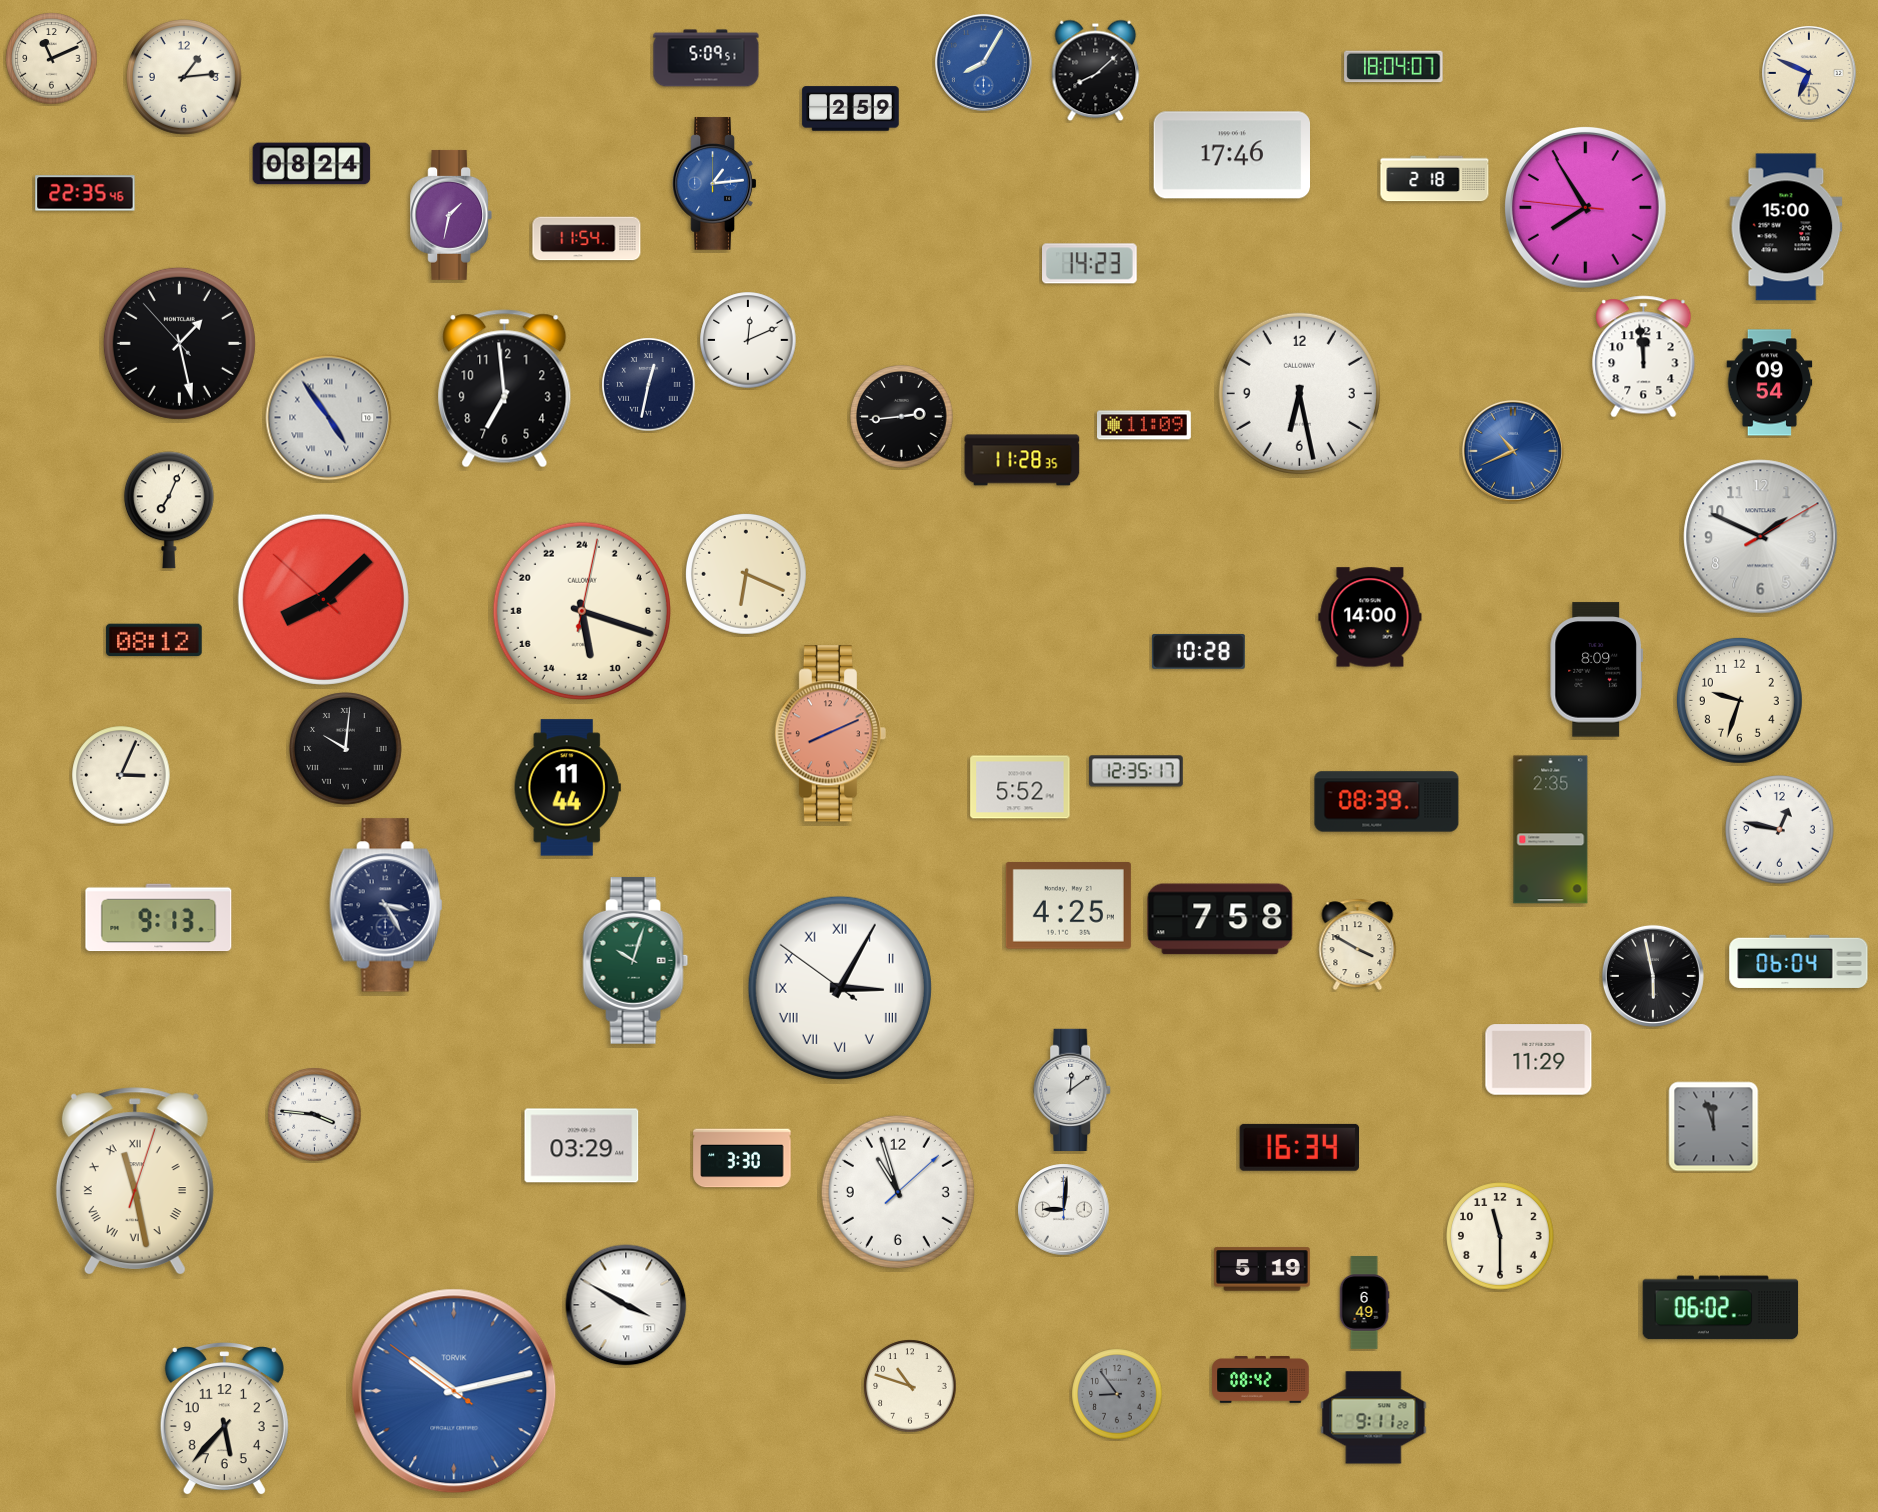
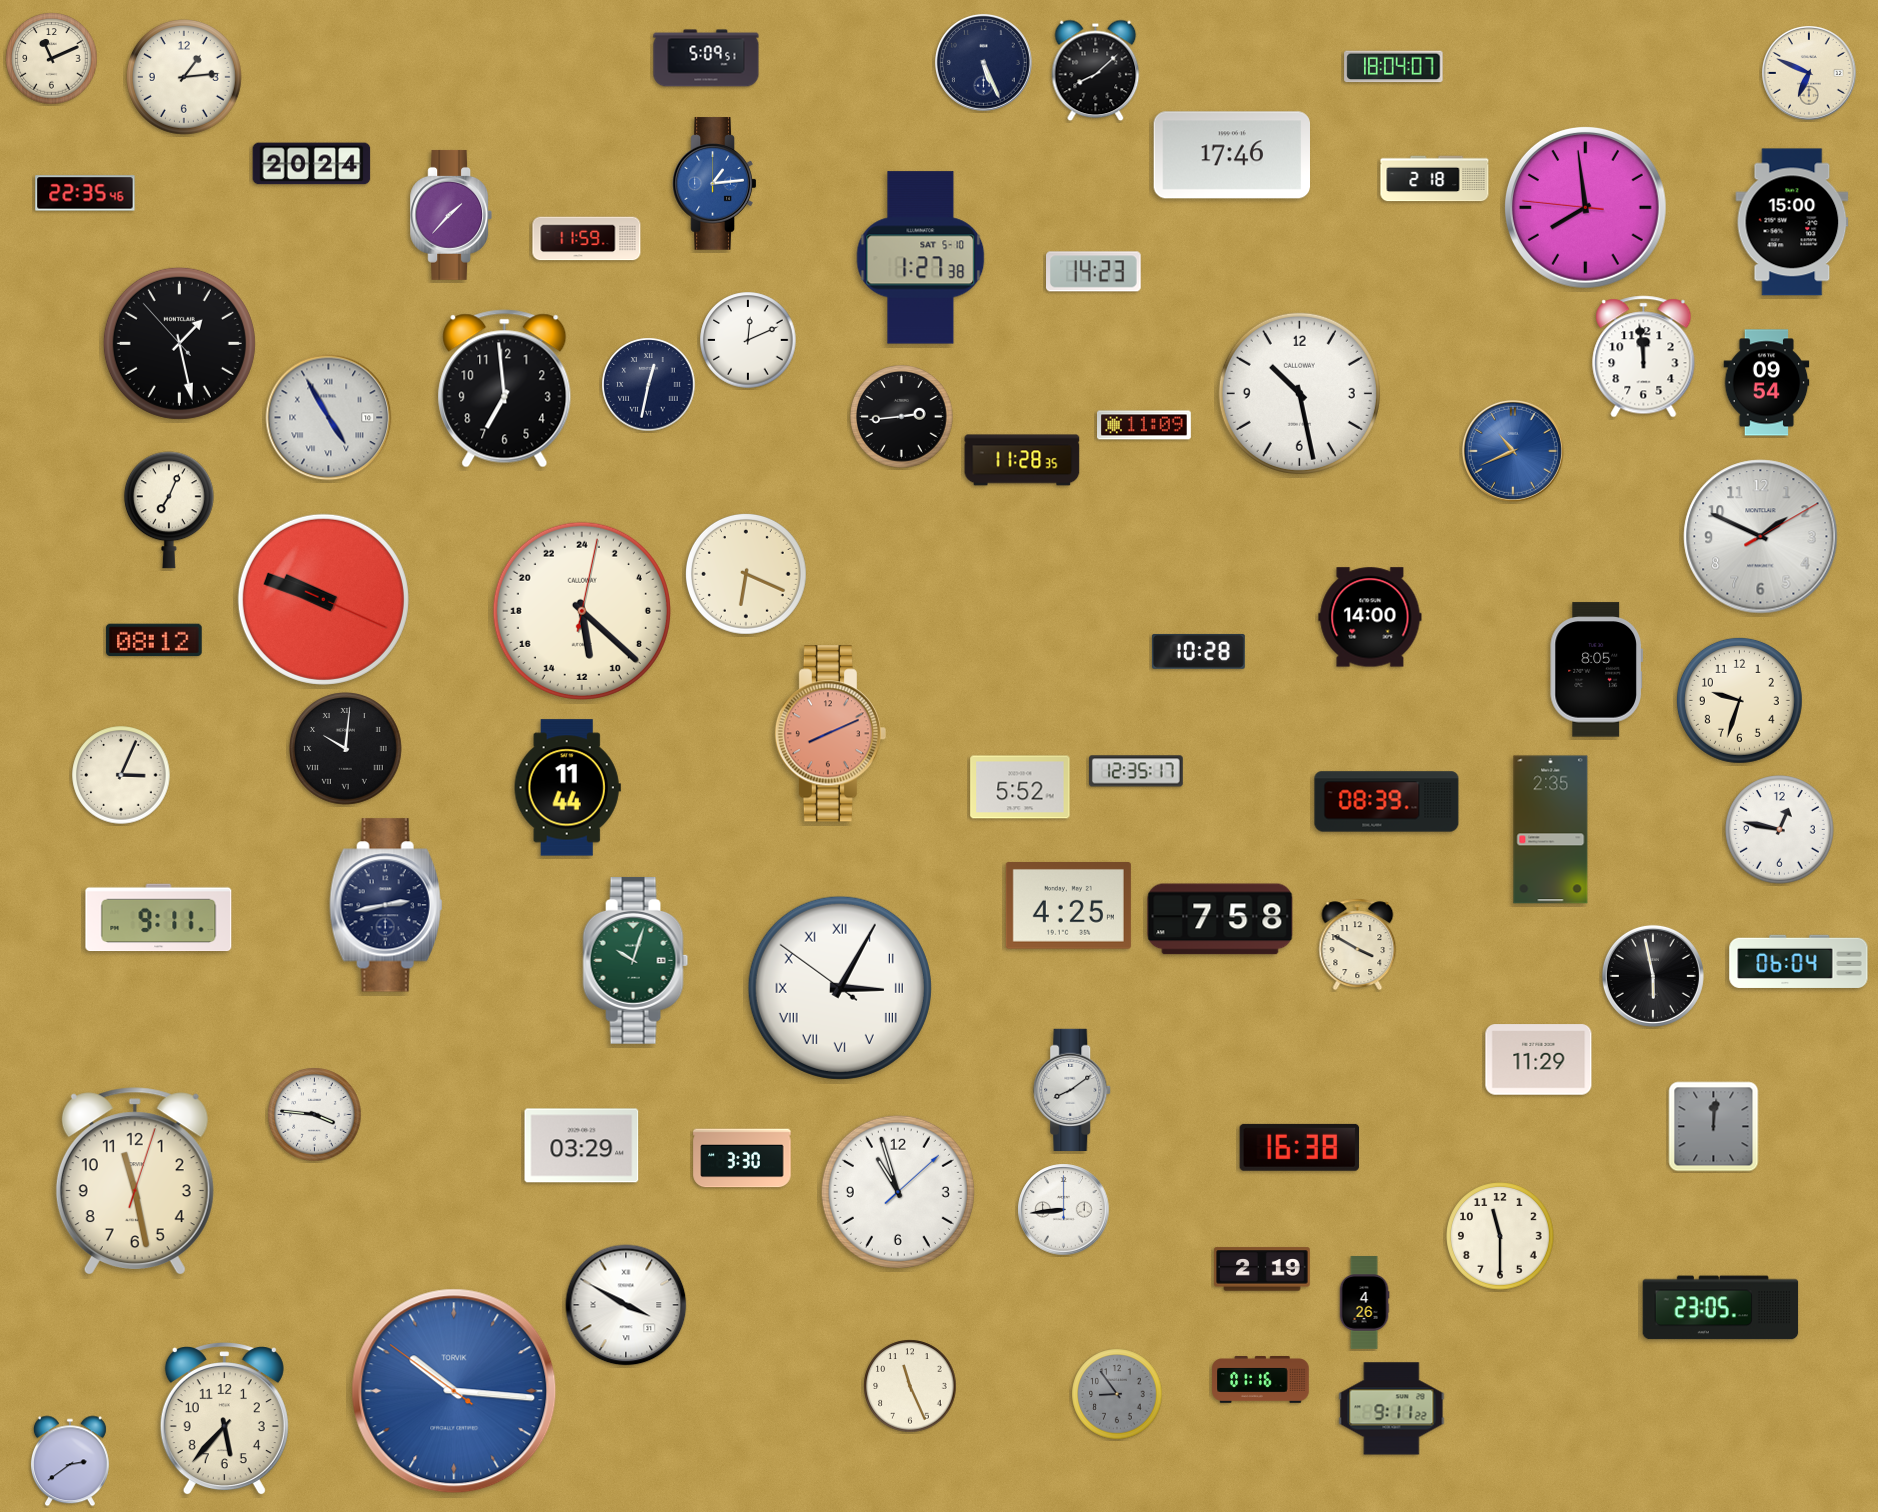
clock at (983, 62): 8:05 -> 5:26
clock at (983, 62) dial: blue -> navy
clock at (851, 109): 2:59 -> none
clock at (312, 164): 08:24 -> 20:24
clock at (1585, 207): 7:54 -> 7:58
clock at (451, 215): 1:32 -> 1:37
clock at (1786, 227) position: (1786, 227) -> (1792, 222)
clock at (587, 239): 11:54 -> 11:59
clock at (921, 258): none -> 1:27
clock at (1090, 264) position: (1090, 264) -> (1094, 272)
clock at (1770, 383) position: (1770, 383) -> (1767, 383)
clock at (1299, 393): 6:28 -> 10:28
clock at (329, 418): 4:54 -> 4:55
clock at (323, 599): 8:07 -> 9:48
clock at (582, 611): 11:18 -> 11:22
clock at (1596, 670): 8:09 -> 8:05
clock at (386, 905): 3:25 -> 2:43
clock at (159, 918): 9:13 -> 9:11
clock at (1073, 1089): 12:09 -> 8:09
clock at (1714, 1127): 11:57 -> 12:01
clock at (1299, 1147): 16:34 -> 16:38
clock at (135, 1181) numerals: Roman -> Arabic
clock at (1064, 1210): 9:01 -> 8:44
clock at (1262, 1269): 5:19 -> 2:19
clock at (1364, 1303): 6:49 -> 4:26
clock at (1721, 1308): 06:02 -> 23:05
clock at (1261, 1380): 08:42 -> 01:16
clock at (910, 1386): 10:48 -> 11:26
clock at (454, 1391): 10:12 -> 10:15
clock at (1374, 1418) position: (1374, 1418) -> (1392, 1409)
clock at (70, 1461): none -> 2:39
